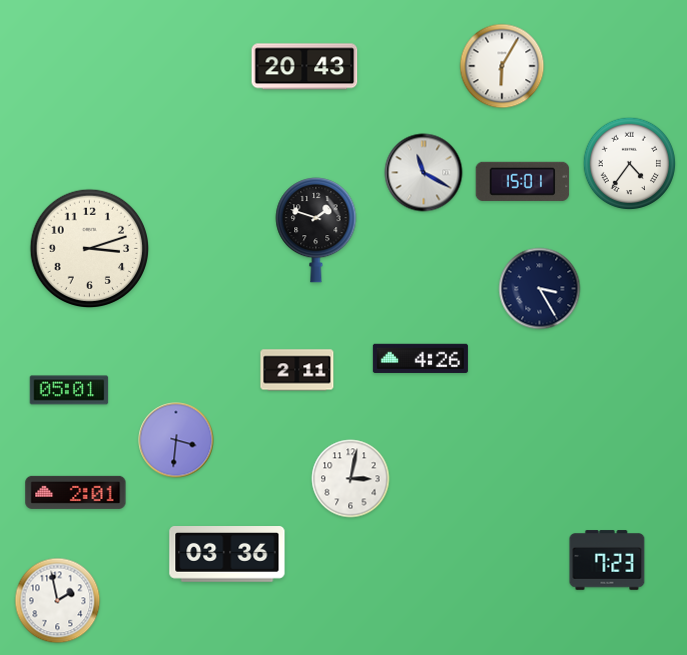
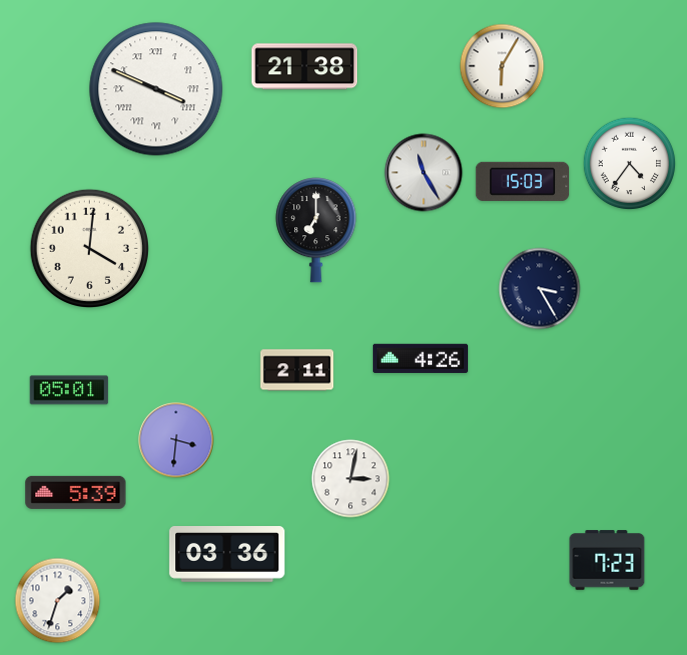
clock at (305, 67): 20:43 -> 21:38
clock at (156, 89): none -> 3:49
clock at (424, 173): 11:20 -> 11:25
clock at (523, 181): 15:01 -> 15:03
clock at (316, 231): 1:48 -> 7:00
clock at (90, 249): 3:12 -> 4:01
clock at (76, 492): 2:01 -> 5:39
clock at (58, 601): 1:58 -> 1:33
